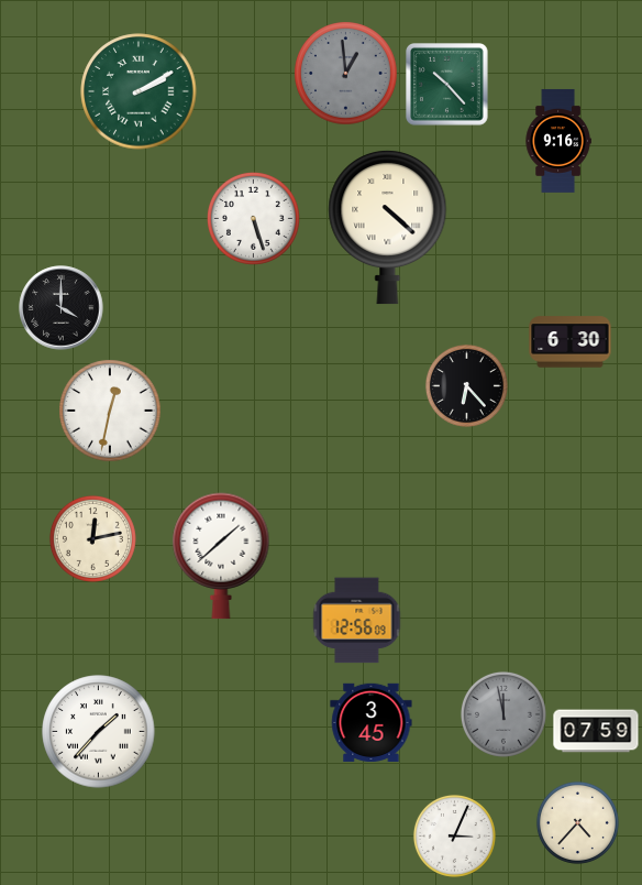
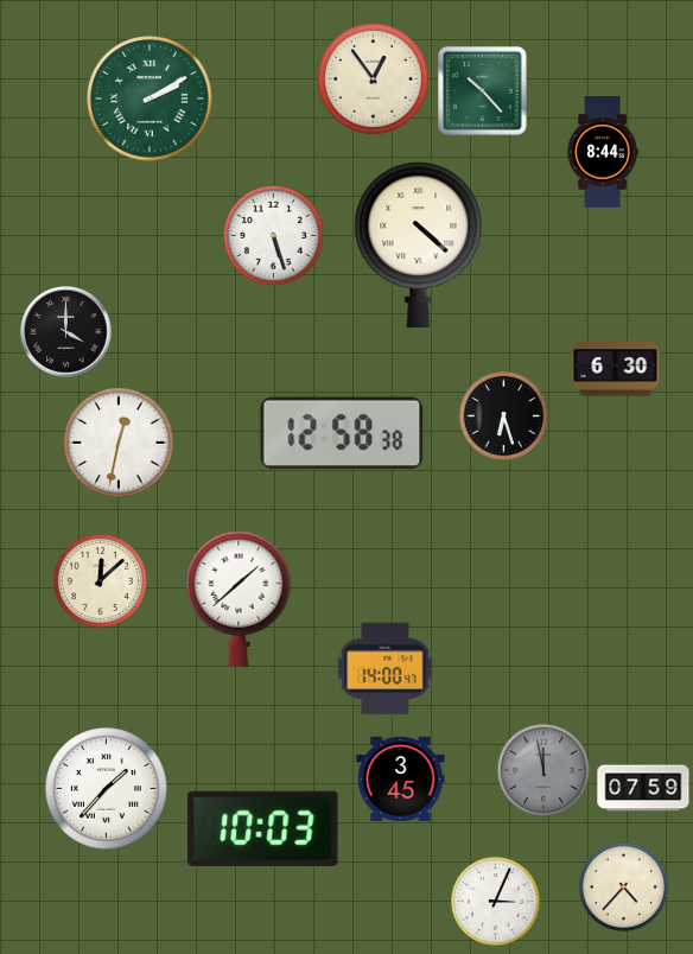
clock at (346, 74): 12:59 -> 12:54
clock at (346, 74) dial: grey -> cream
clock at (558, 141): 9:16 -> 8:44
clock at (466, 385): 6:23 -> 6:27
clock at (342, 433): none -> 12:58
clock at (92, 538): 12:13 -> 12:08
clock at (357, 621): 12:56 -> 14:00
clock at (263, 828): none -> 10:03
clock at (454, 835) position: (454, 835) -> (495, 901)
